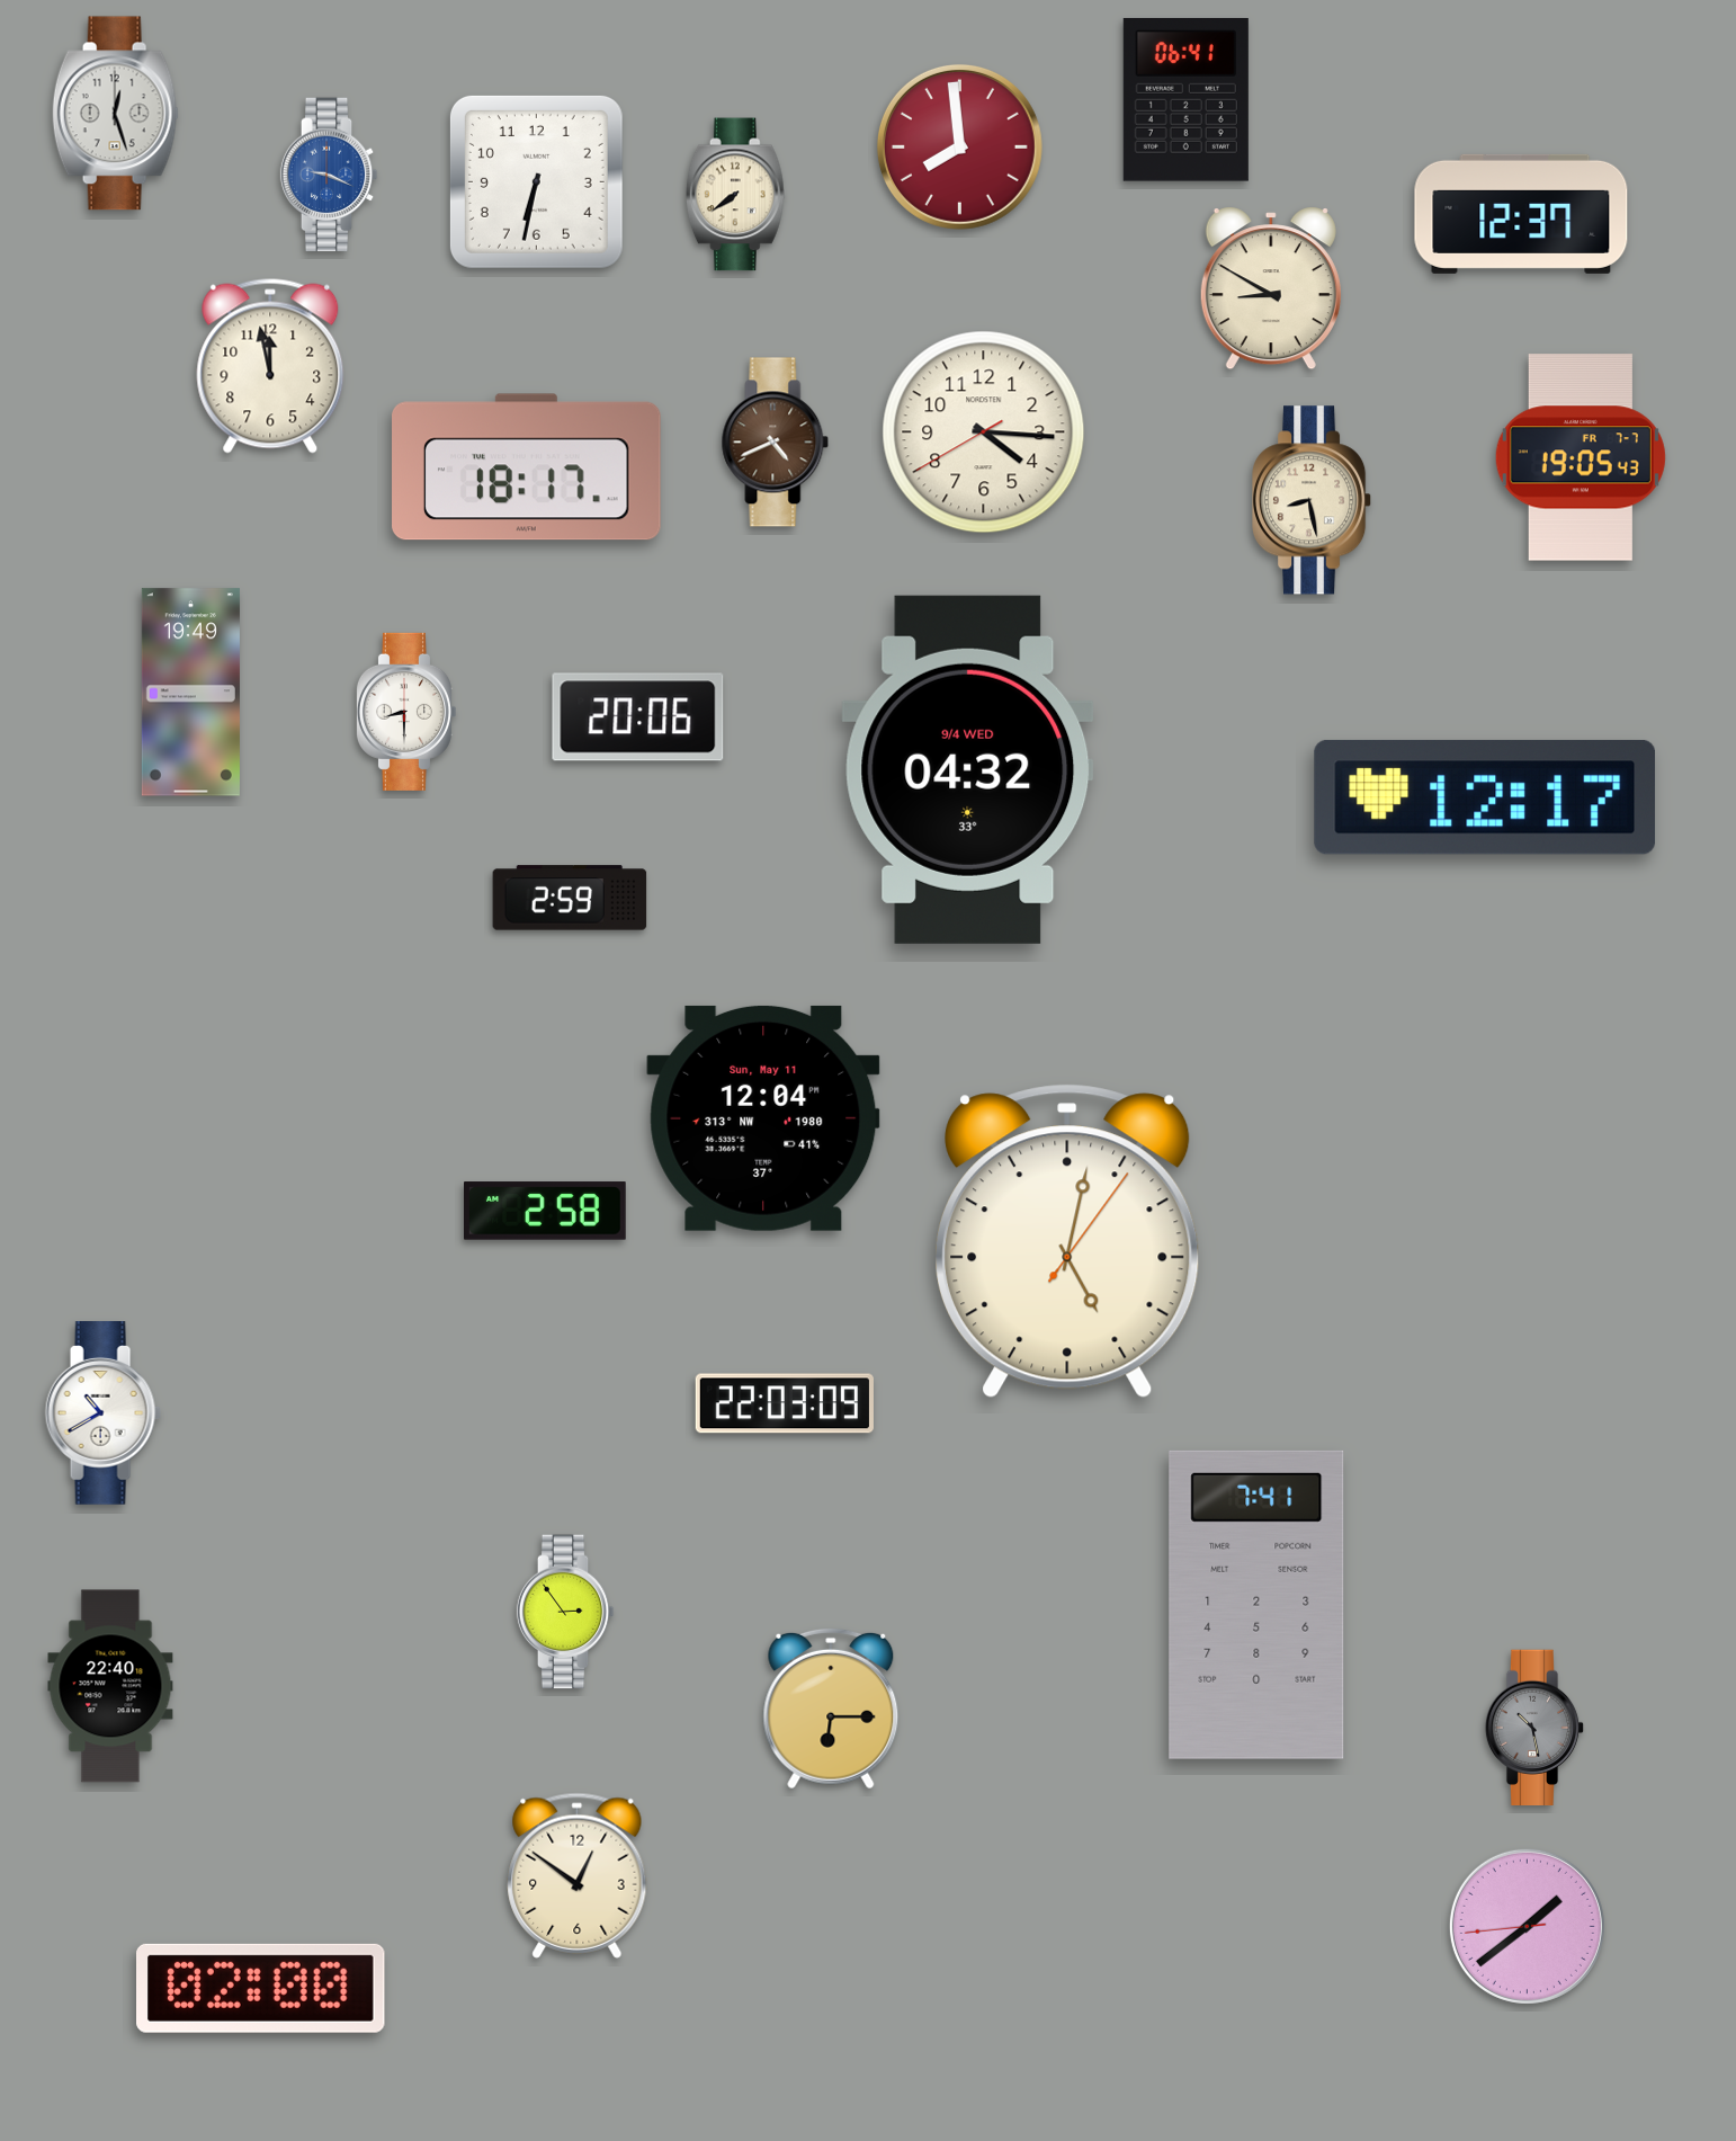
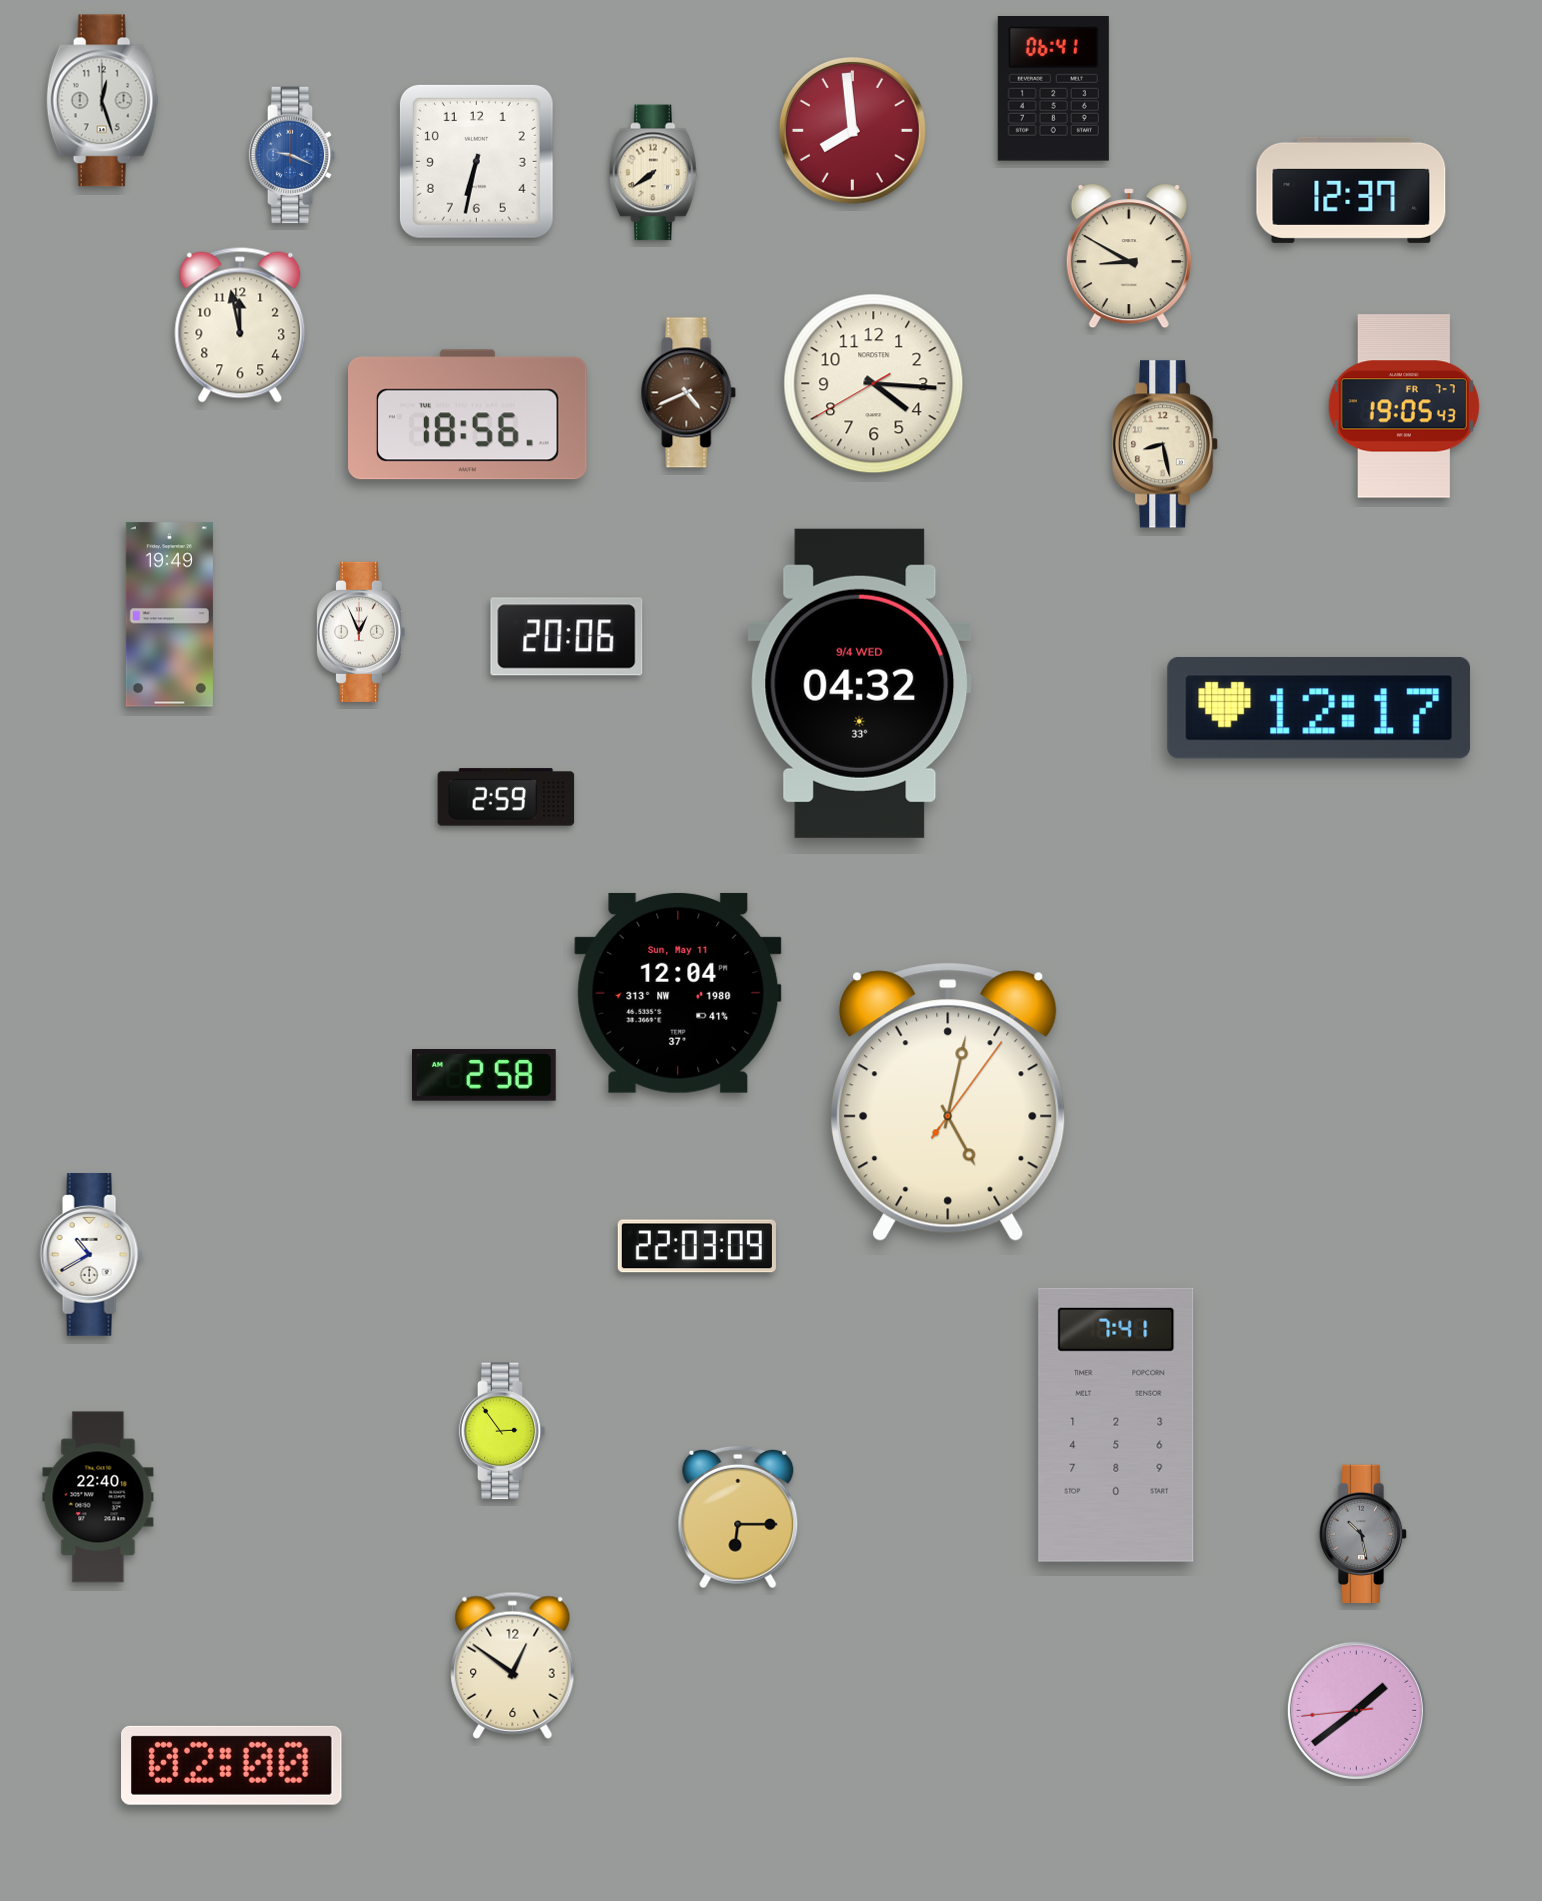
clock at (527, 467): 18:17 -> 18:56
clock at (405, 712): 8:30 -> 12:56
